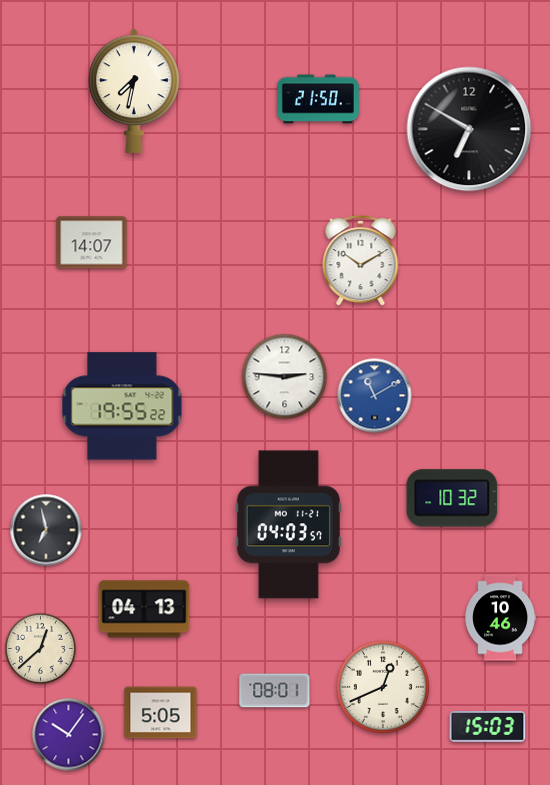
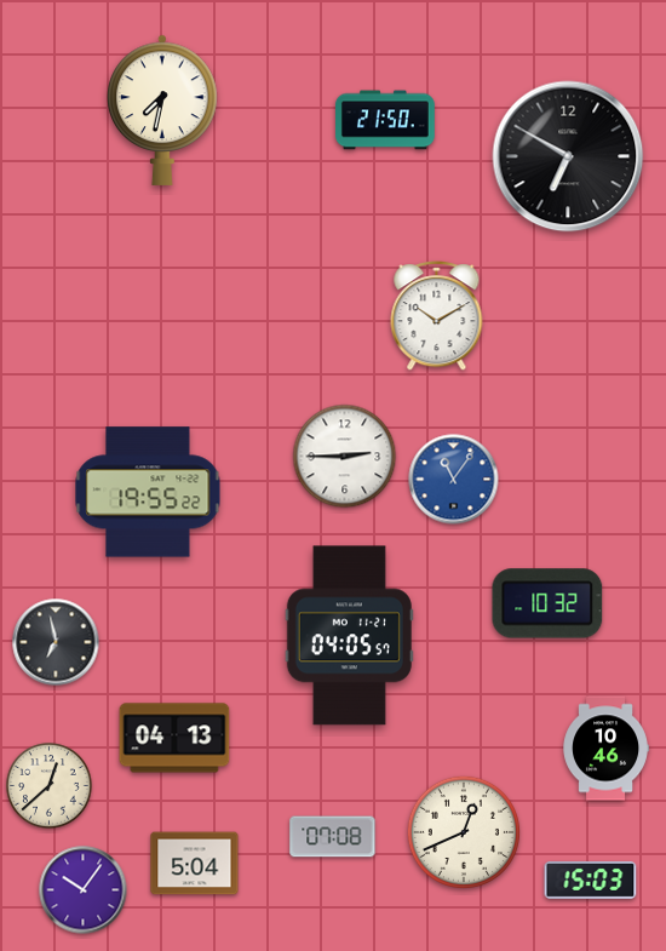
clock at (92, 243): 14:07 -> none
clock at (285, 377): 2:46 -> 2:45
clock at (375, 396): 11:10 -> 11:06
clock at (288, 525): 04:03 -> 04:05
clock at (275, 691): 08:01 -> 07:08
clock at (161, 713): 5:05 -> 5:04
